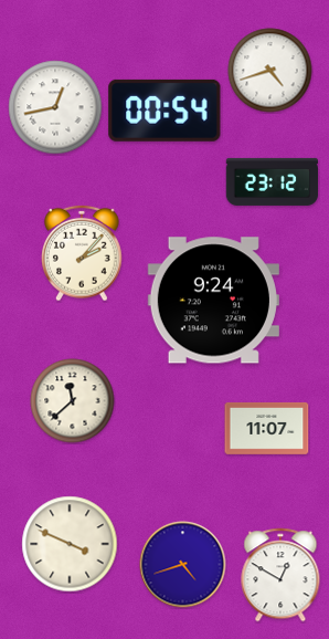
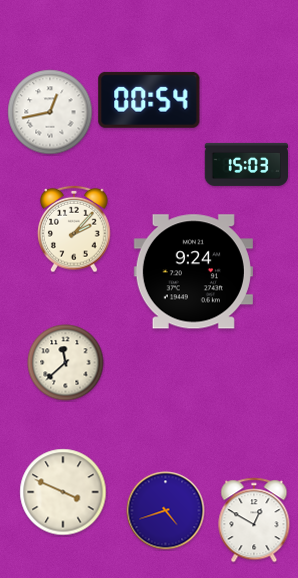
clock at (270, 71): 4:42 -> none
clock at (55, 107) position: (55, 107) -> (50, 112)
clock at (273, 181): 23:12 -> 15:03
clock at (267, 429): 11:07 -> none
